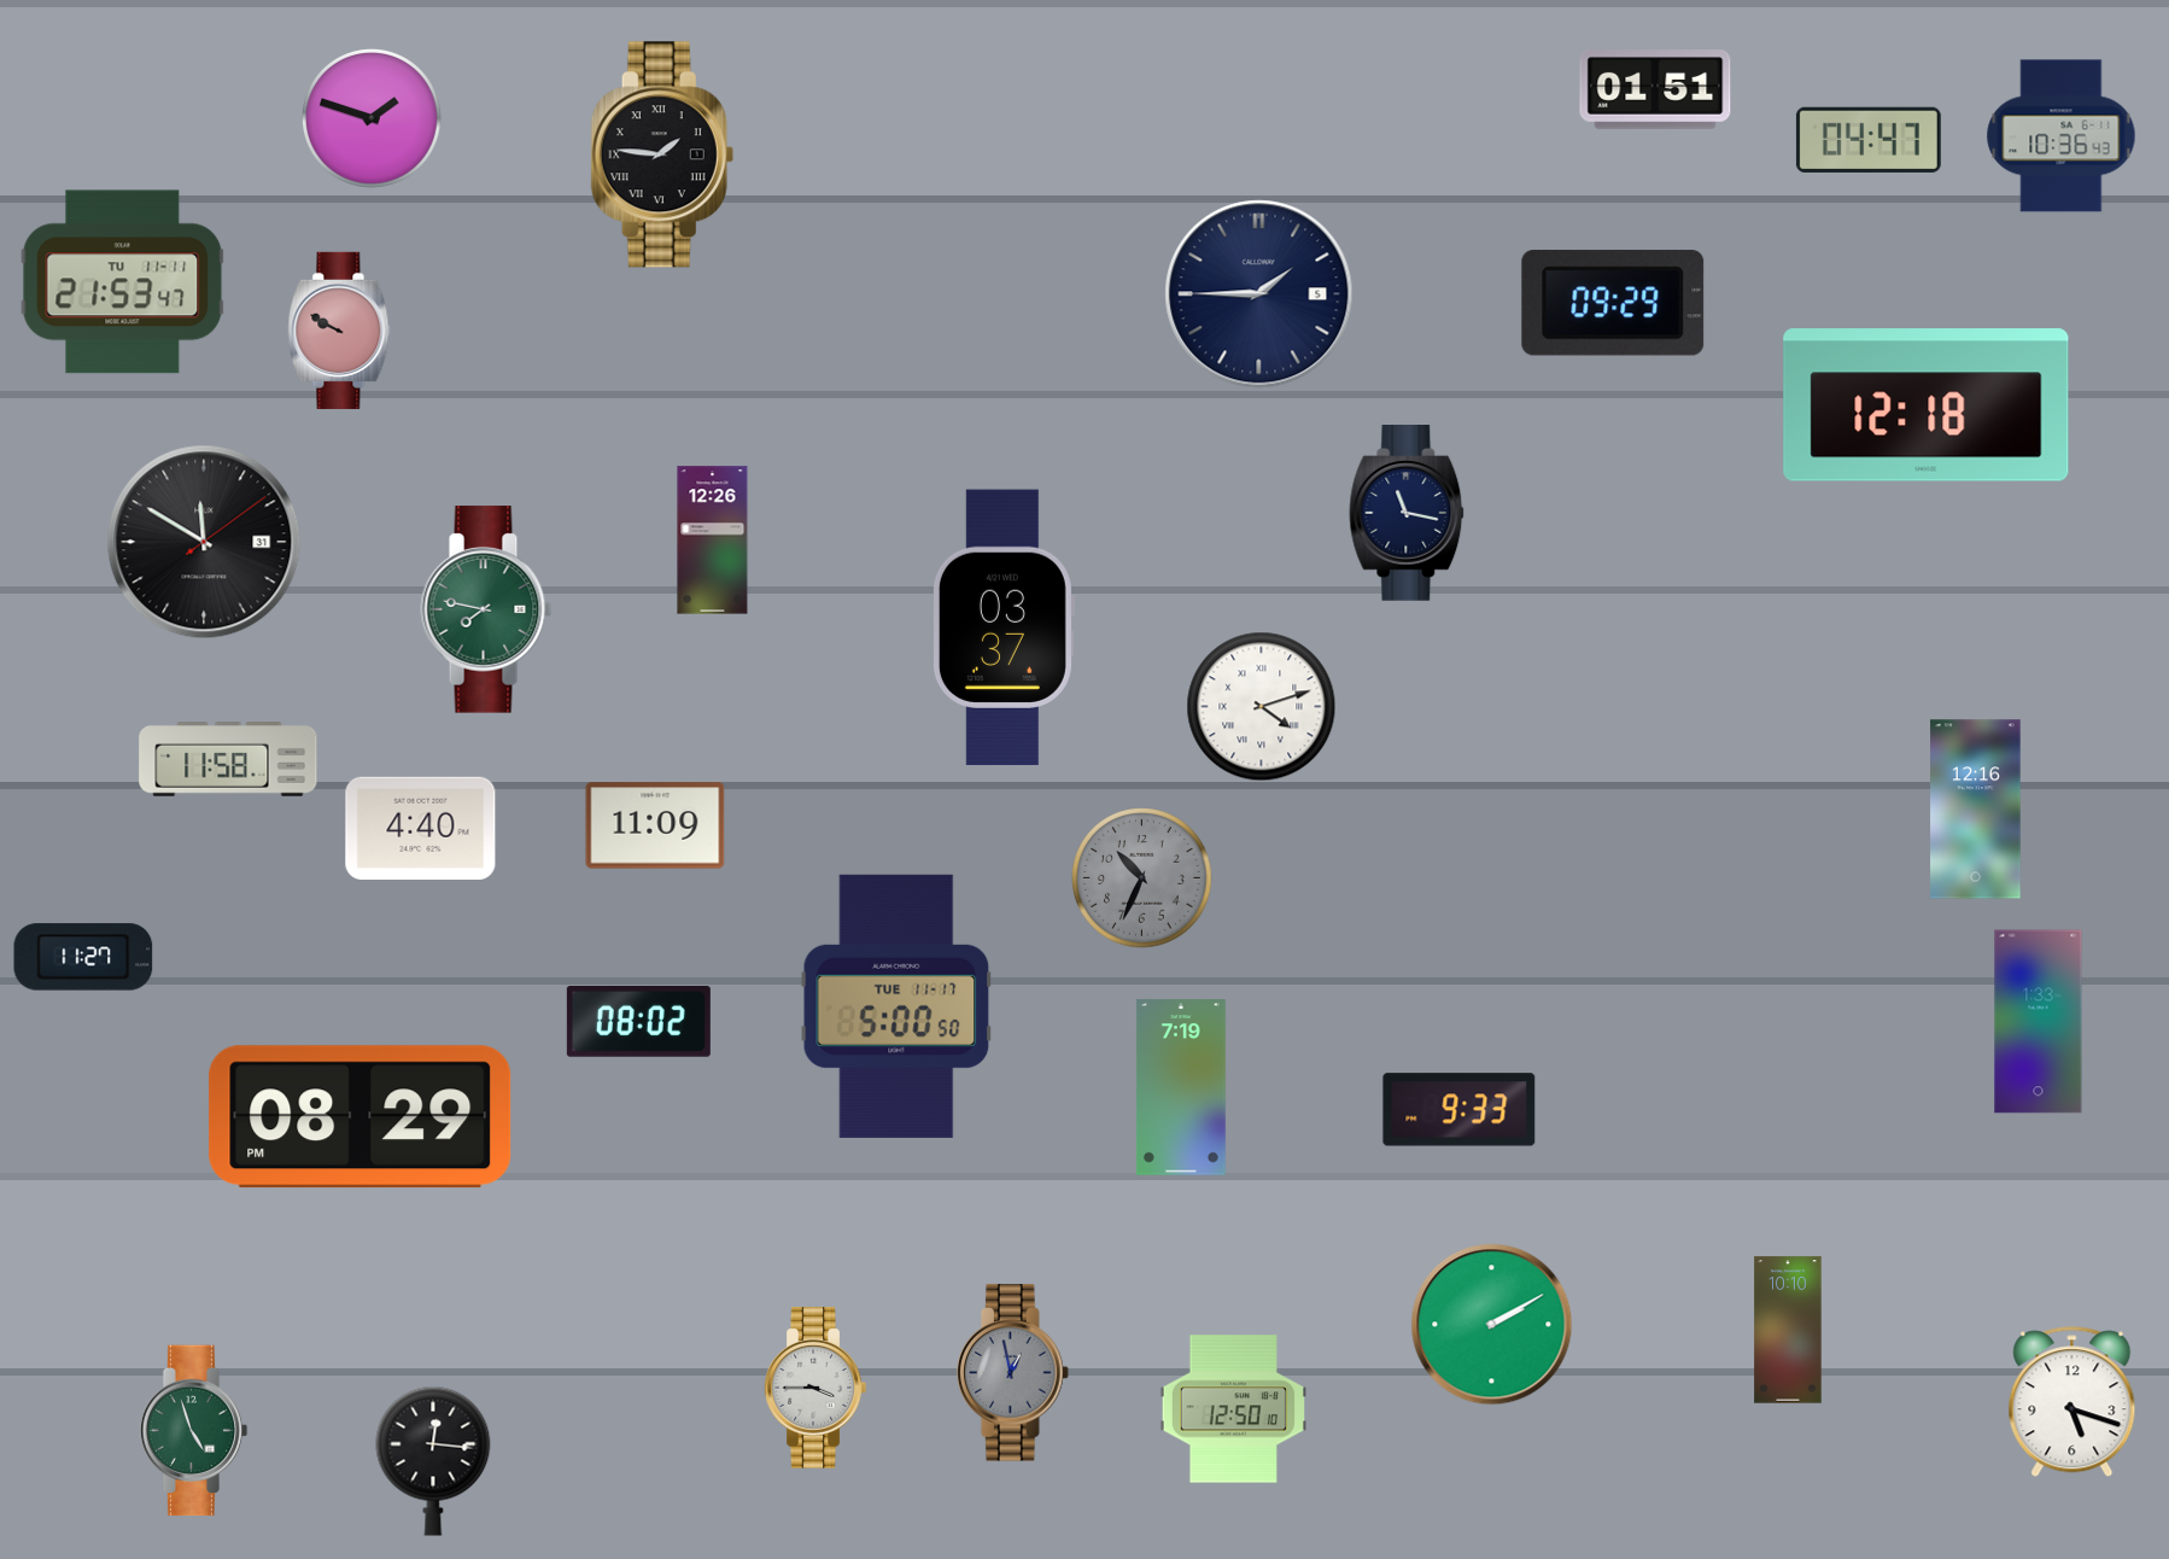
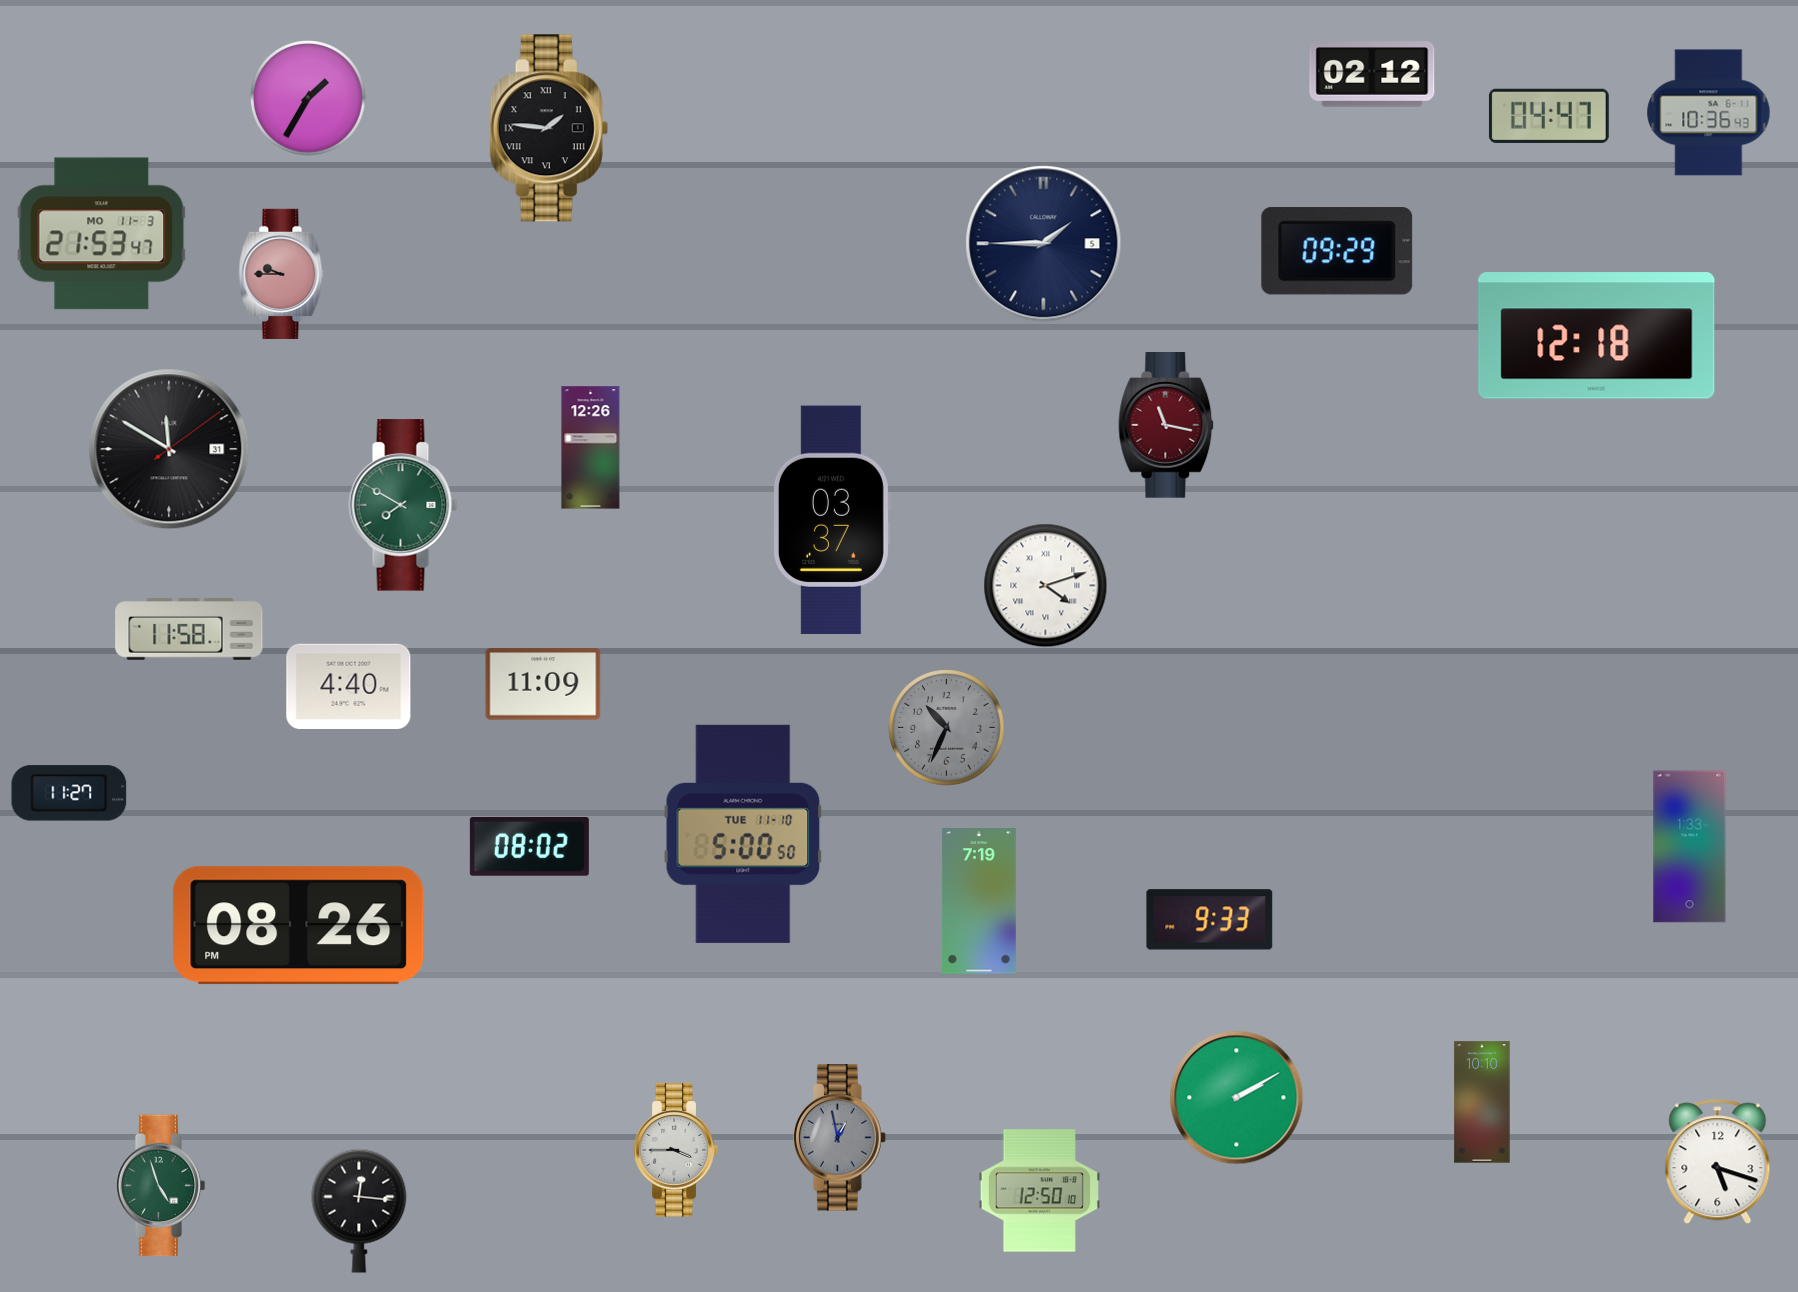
clock at (1655, 90): 01:51 -> 02:12
clock at (372, 118): 1:48 -> 1:35
clock at (123, 282) date: TU 11-11 -> MO 11-3
clock at (339, 331): 9:50 -> 9:45
clock at (1407, 513) dial: navy -> burgundy
clock at (486, 609): 7:47 -> 7:50
clock at (1976, 810): 12:16 -> none
clock at (896, 1006) date: TUE 11-17 -> TUE 11-10
clock at (361, 1117): 08:29 -> 08:26
clock at (1233, 1409) position: (1233, 1409) -> (1039, 1191)
